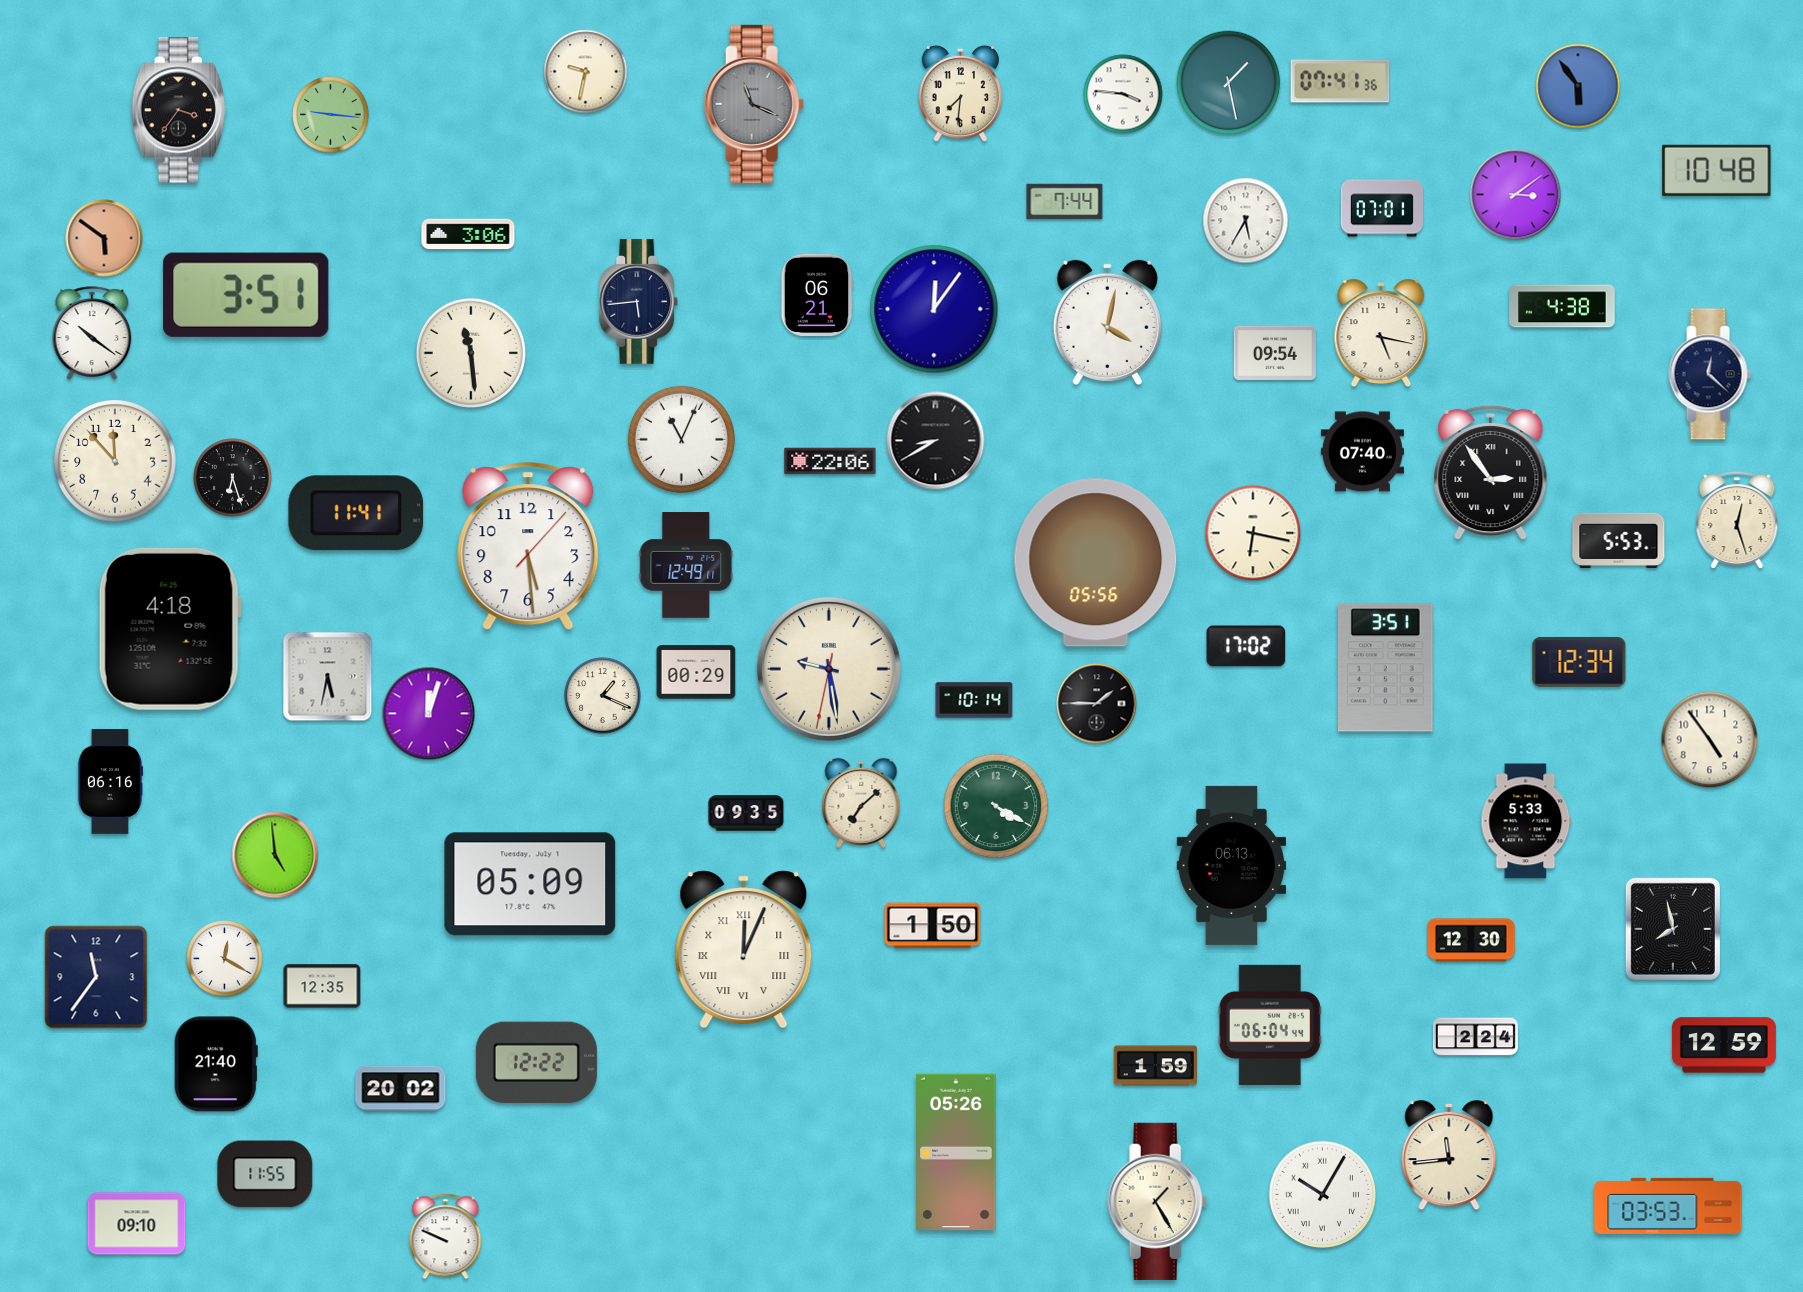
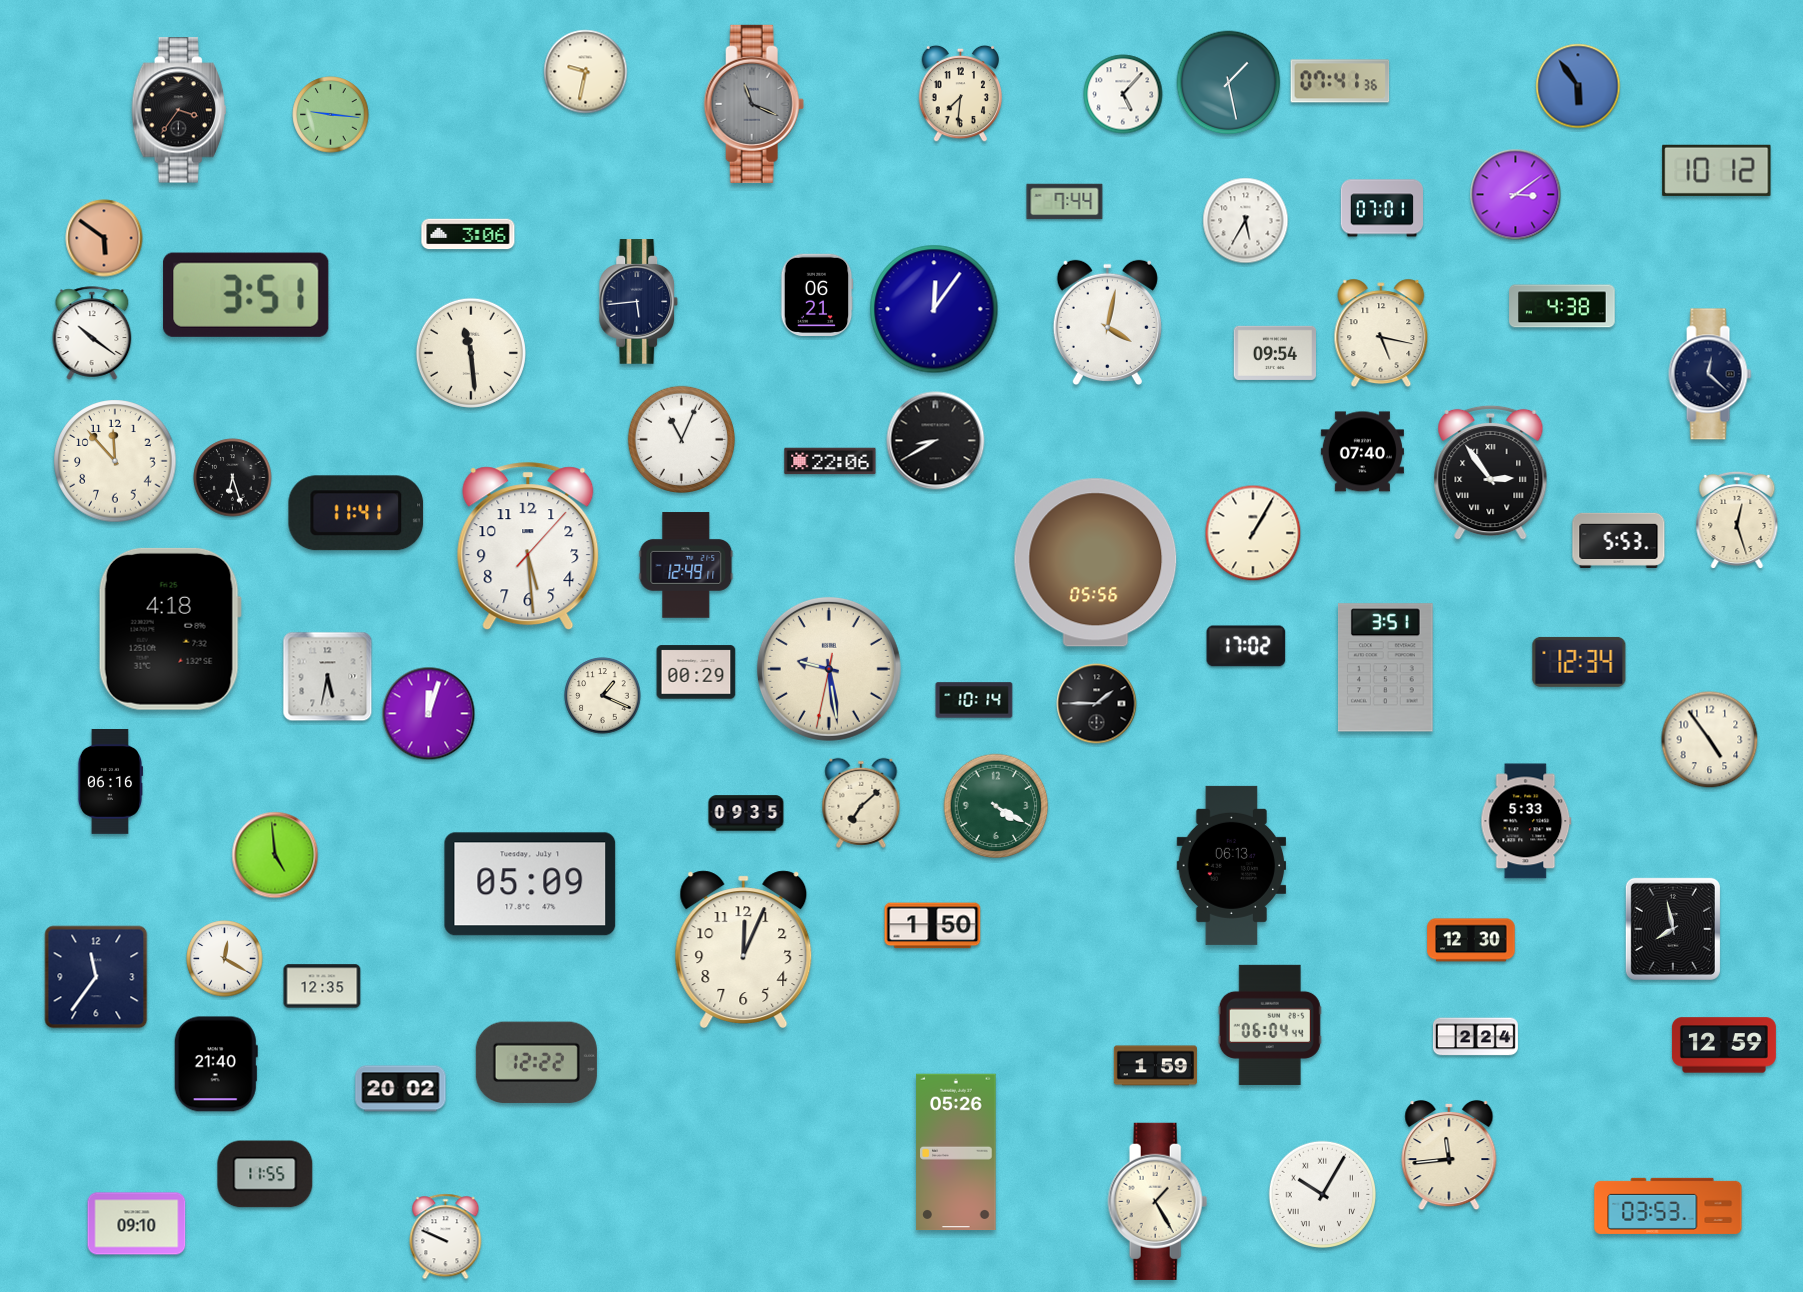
clock at (1123, 94): 3:46 -> 5:07
clock at (1717, 170): 10:48 -> 10:12
clock at (1253, 533): 6:17 -> 1:05
clock at (744, 949) numerals: Roman -> Arabic
